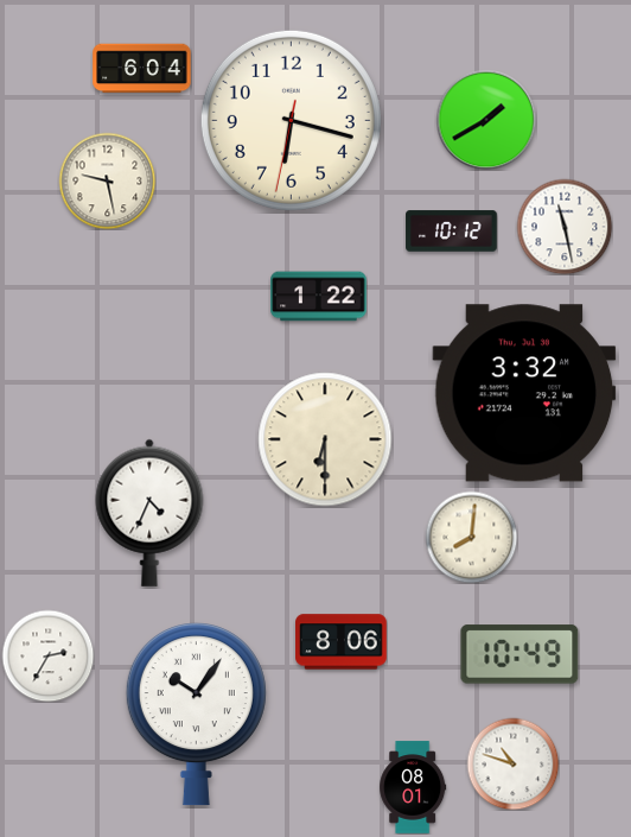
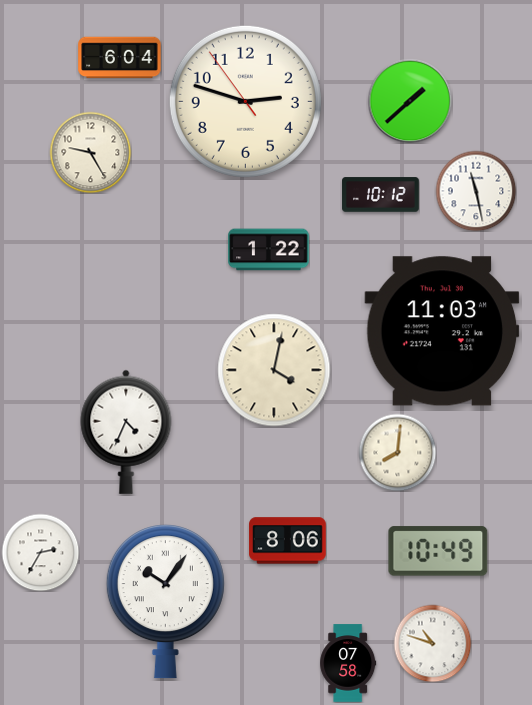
clock at (291, 120): 6:17 -> 2:47
clock at (486, 120): 1:40 -> 1:38
clock at (107, 180): 9:28 -> 9:25
clock at (524, 393): 3:32 -> 11:03
clock at (325, 439): 6:30 -> 4:02
clock at (413, 787): 08:01 -> 07:58
